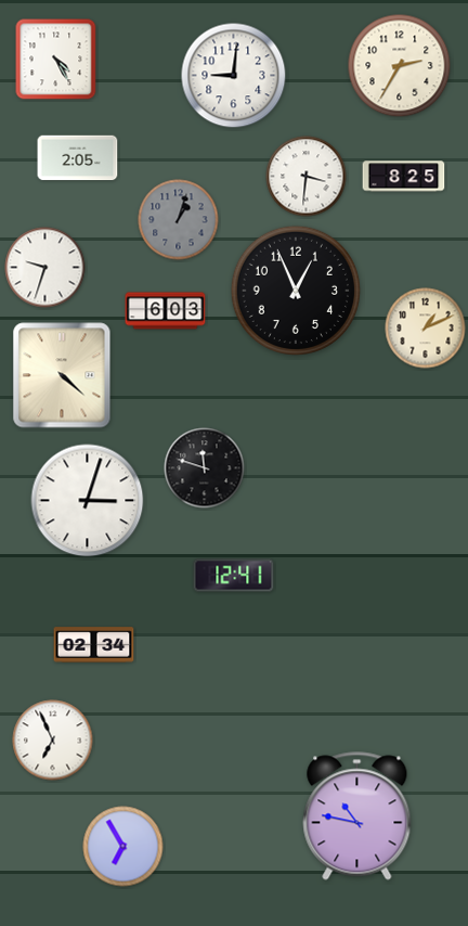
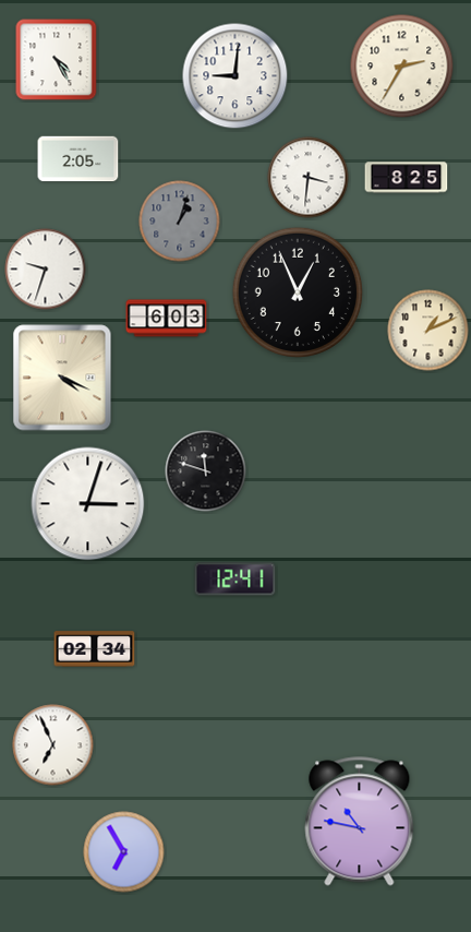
clock at (166, 311) position: (166, 311) -> (167, 319)
clock at (62, 375): 4:22 -> 4:19
